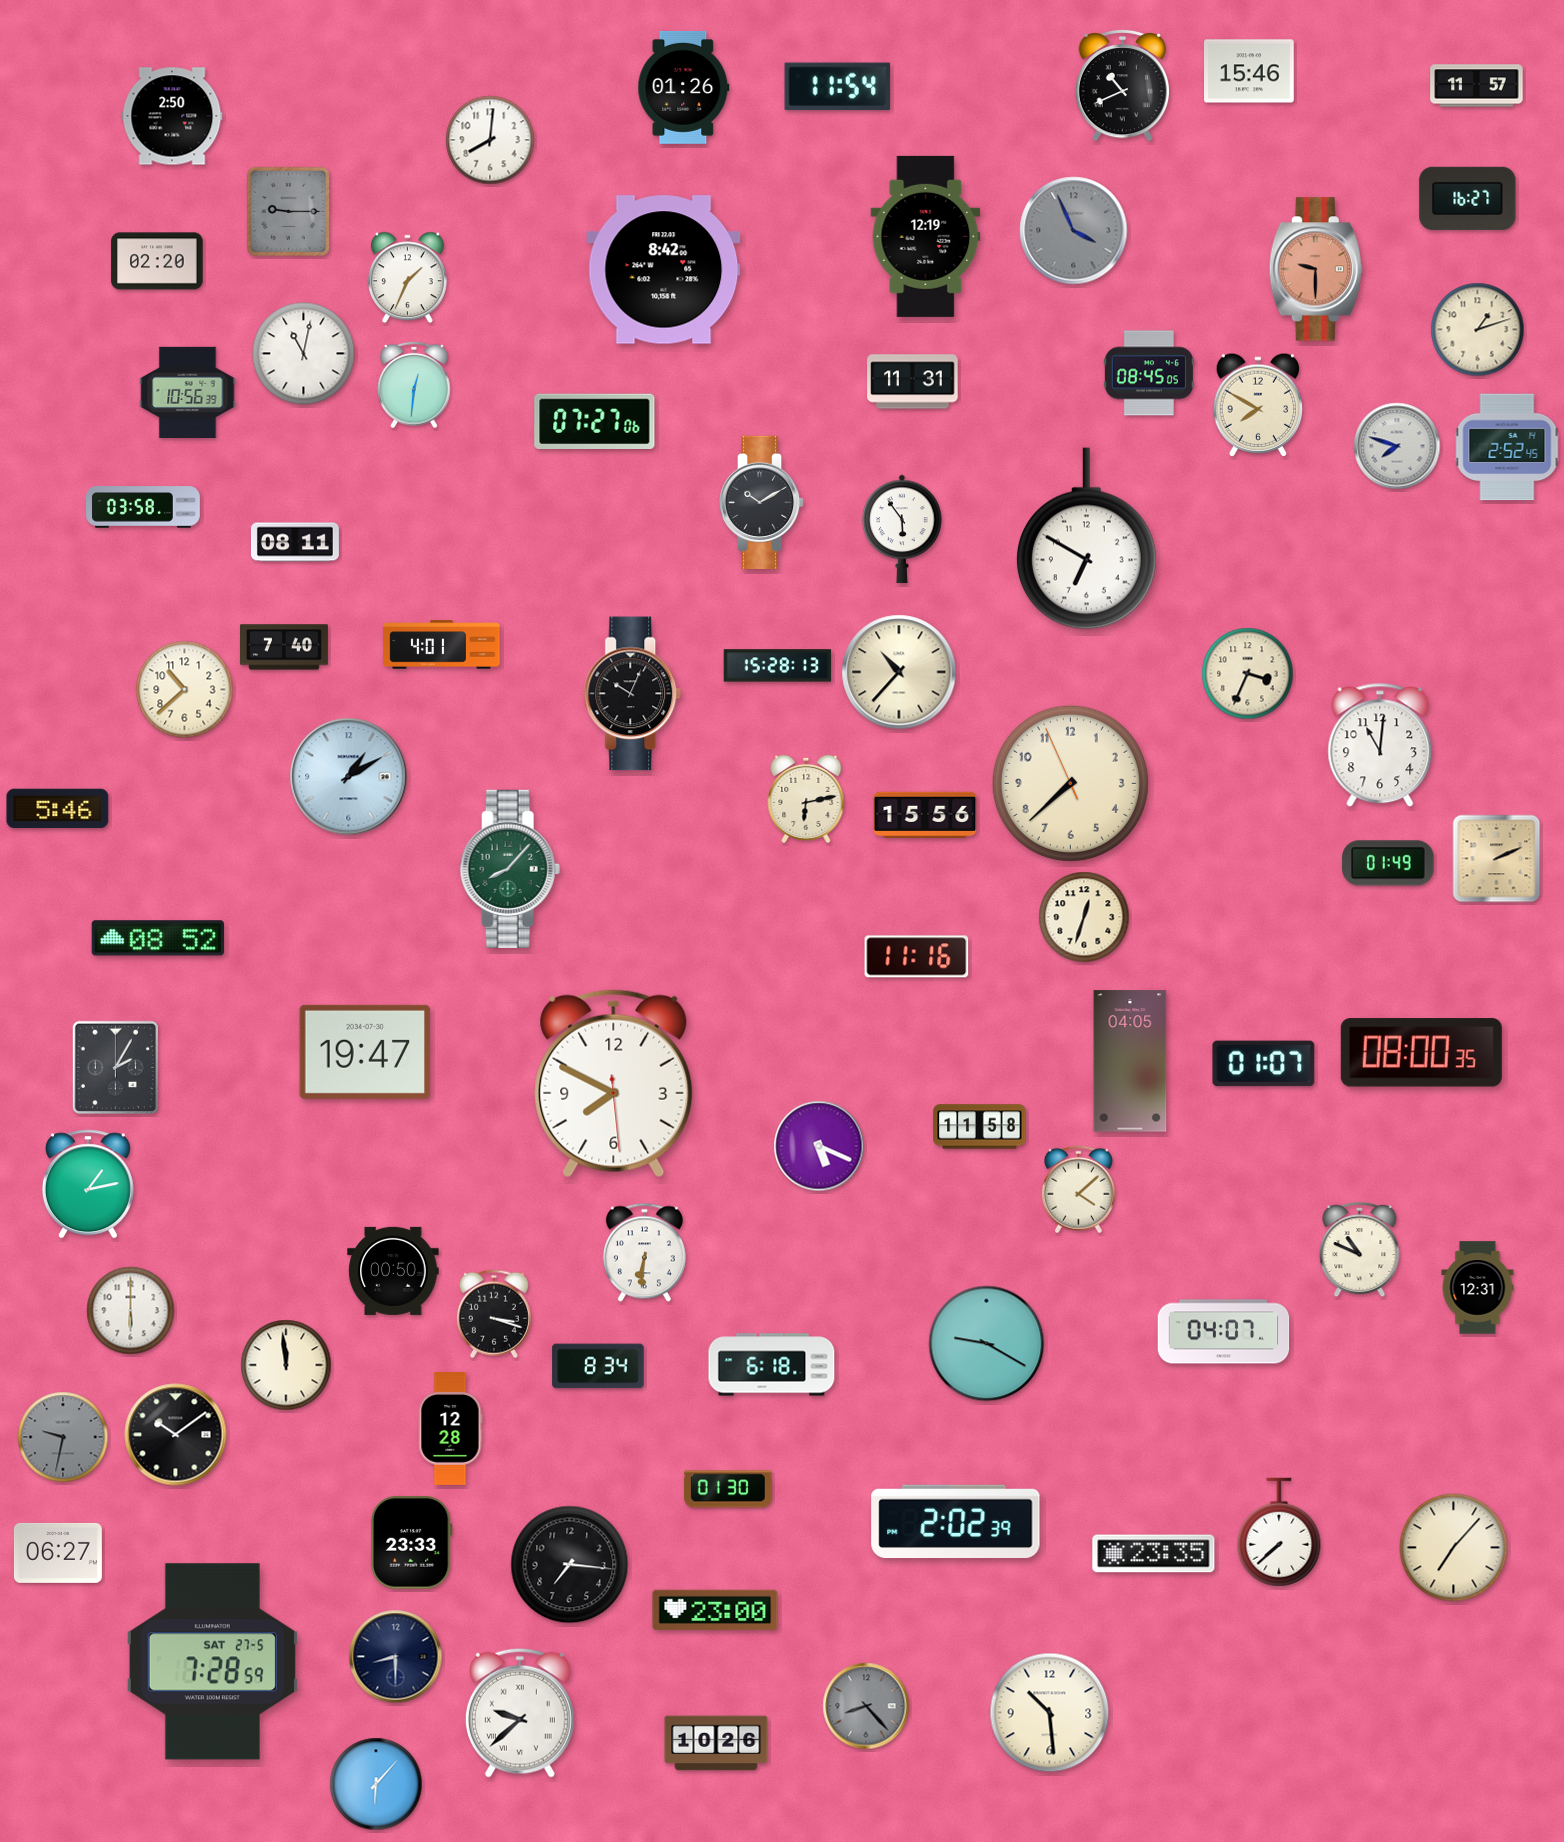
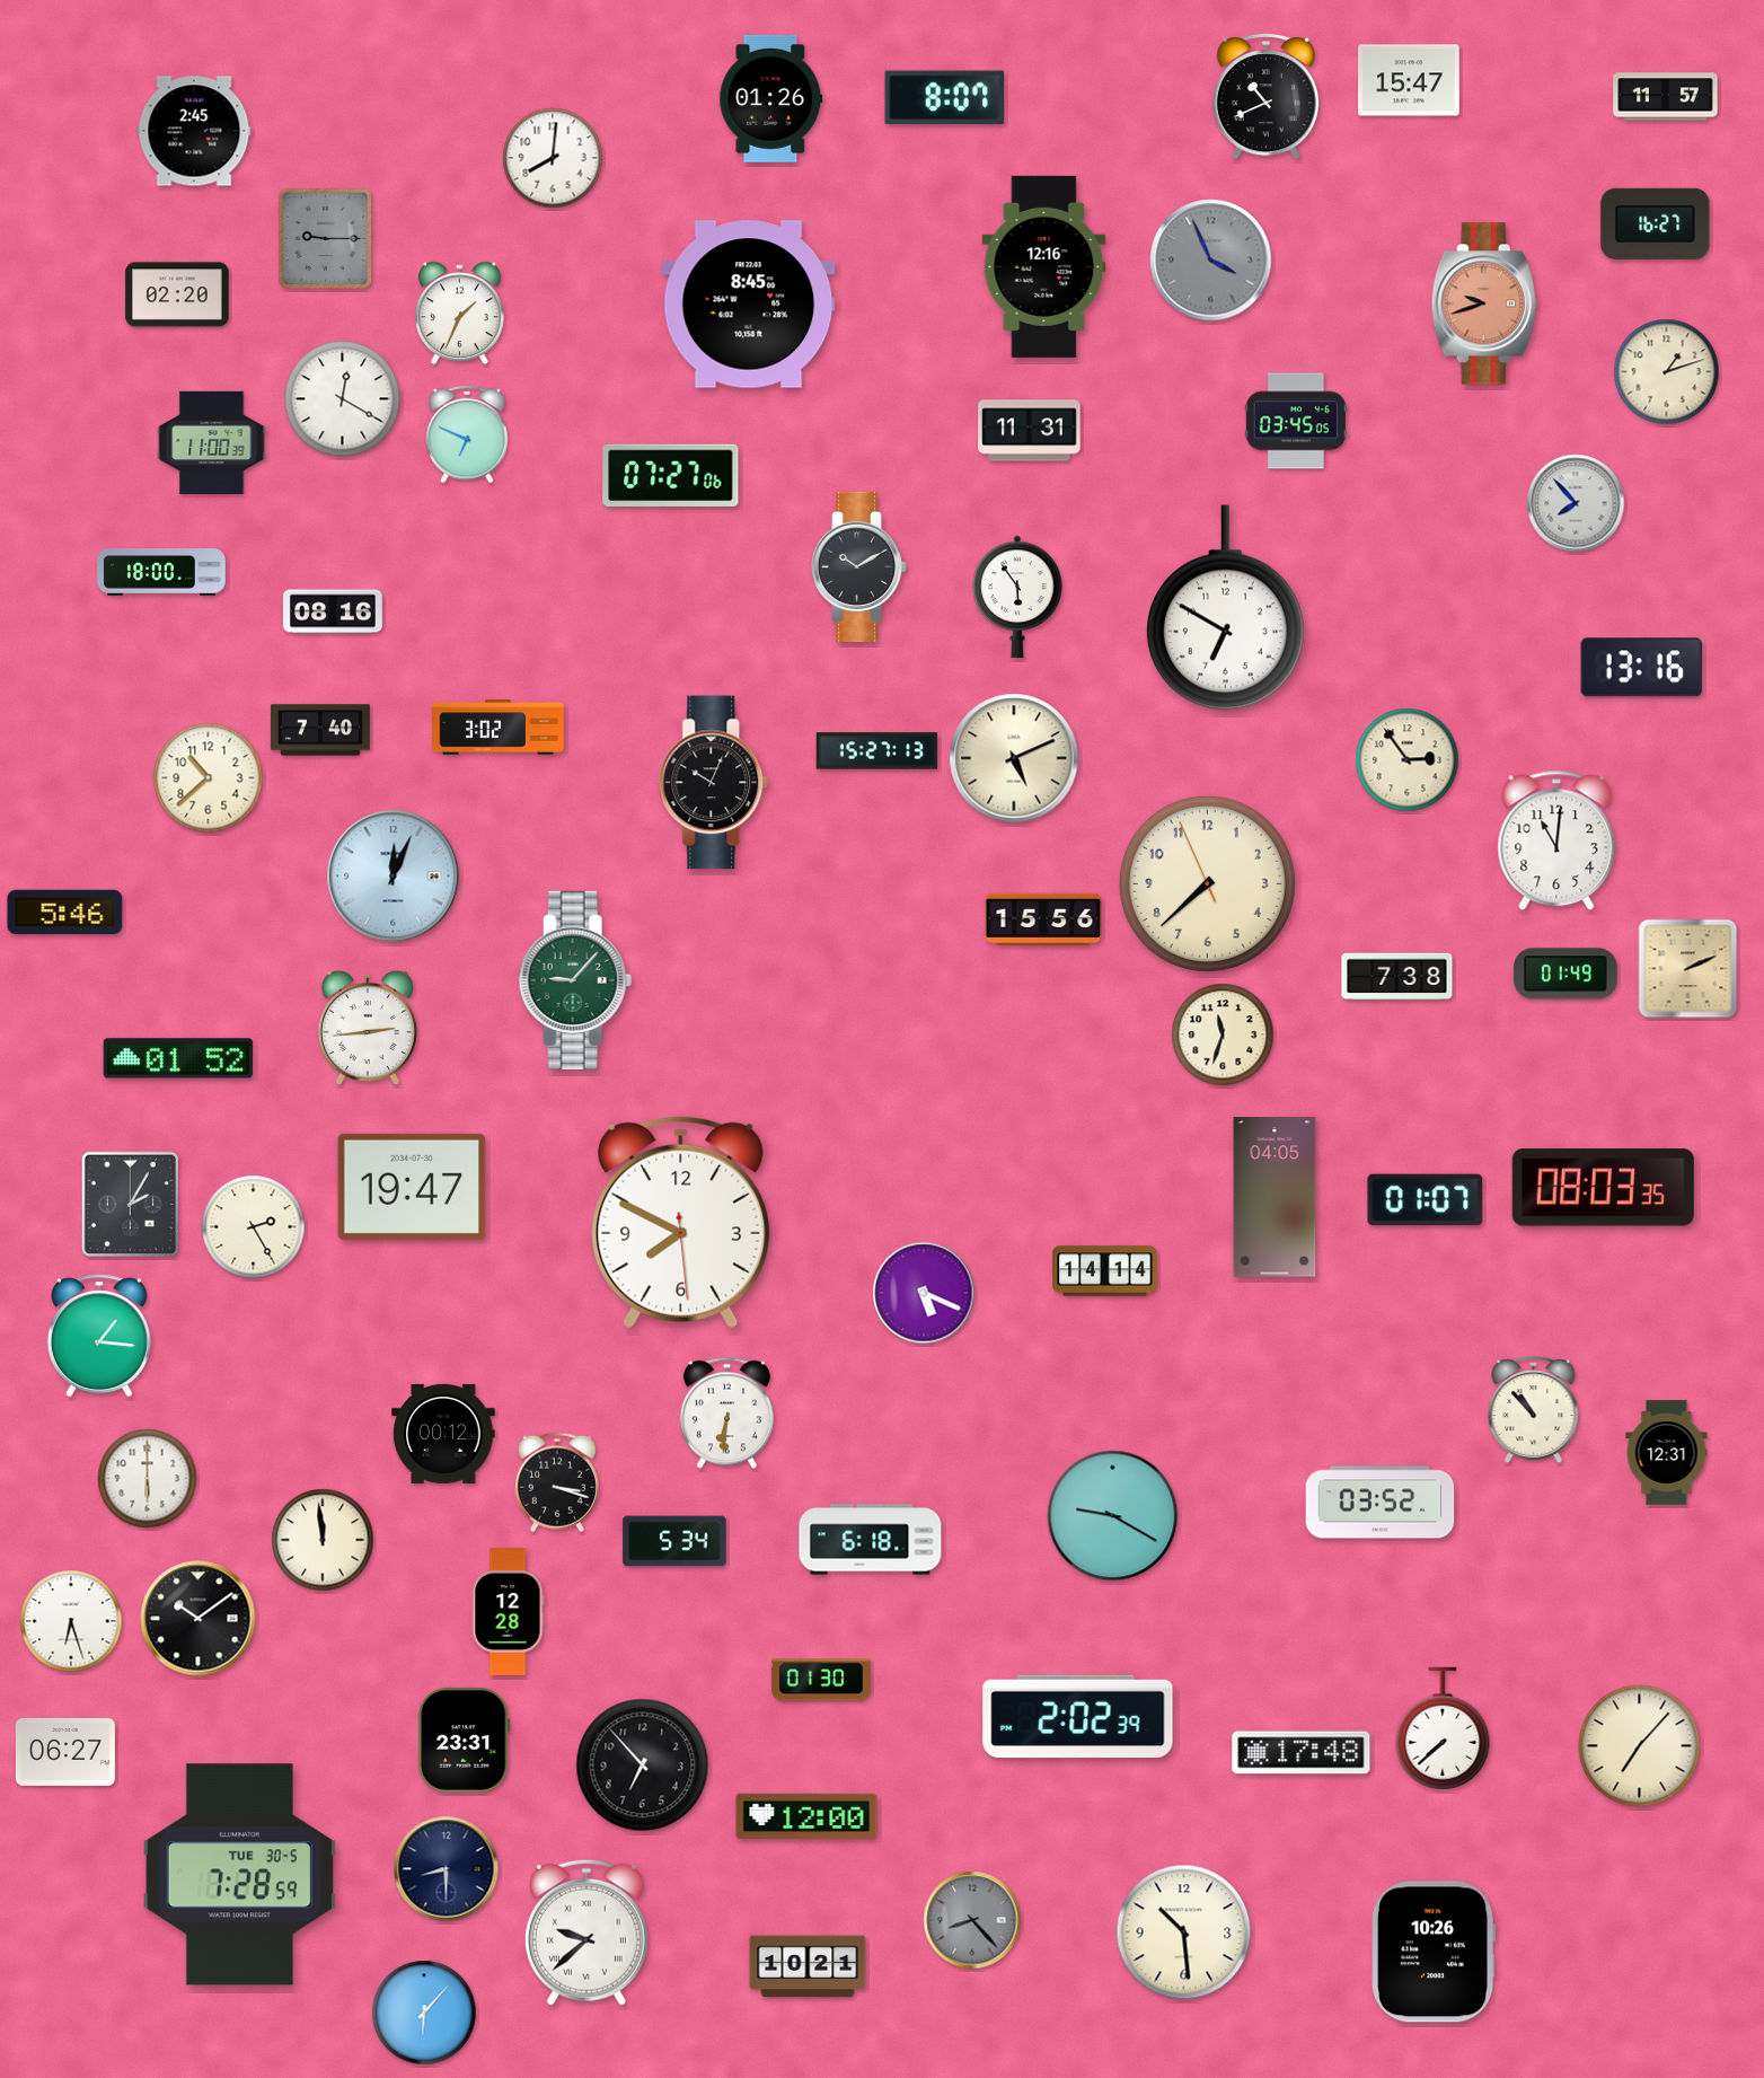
clock at (1250, 71): 15:46 -> 15:47
clock at (838, 87): 11:54 -> 8:07
clock at (172, 116): 2:50 -> 2:45
clock at (926, 236): 12:19 -> 12:16
clock at (1316, 269): 9:30 -> 9:42
clock at (664, 270): 8:42 -> 8:45
clock at (304, 354): 11:02 -> 12:20
clock at (1149, 373): 08:45 -> 03:45
clock at (414, 385): 12:31 -> 6:49
clock at (188, 392): 10:56 -> 11:00
clock at (1258, 404): 7:50 -> none
clock at (1397, 446): 7:48 -> 7:53
clock at (1507, 447): 2:52 -> none
clock at (144, 507): 03:58 -> 18:00
clock at (295, 542): 08:11 -> 08:16
clock at (1641, 668): none -> 13:16
clock at (442, 645): 4:01 -> 3:02
clock at (778, 666): 15:28 -> 15:27
clock at (899, 672): 10:37 -> 5:11
clock at (1248, 674): 3:34 -> 2:54
clock at (349, 777): 1:10 -> 12:04
clock at (806, 799): 6:13 -> none
clock at (1397, 977): none -> 7:38
clock at (510, 869): 8:07 -> 9:07
clock at (368, 1028): none -> 2:44
clock at (1084, 917): 12:33 -> 11:33
clock at (157, 938): 08:52 -> 01:52
clock at (917, 957): 11:16 -> none
clock at (1421, 1053): 08:00 -> 08:03
clock at (614, 1084) position: (614, 1084) -> (681, 1223)
clock at (254, 1227): none -> 2:25
clock at (980, 1127): 11:58 -> 14:14
clock at (88, 1184): 1:13 -> 1:16
clock at (1078, 1190): 4:08 -> none
clock at (1360, 1250): 10:49 -> 10:53
clock at (393, 1271): 00:50 -> 00:12
clock at (1224, 1332): 04:07 -> 03:52
clock at (598, 1366): 8:34 -> 5:34
clock at (63, 1437): 9:32 -> 6:27
clock at (63, 1437) dial: grey -> white
clock at (412, 1543): 23:33 -> 23:31
clock at (1154, 1554): 23:35 -> 17:48
clock at (570, 1565): 7:16 -> 6:53
clock at (715, 1610): 23:00 -> 12:00
clock at (212, 1662) date: SAT 27-5 -> TUE 30-5
clock at (866, 1706) position: (866, 1706) -> (972, 1920)
clock at (1434, 1952): none -> 10:26
clock at (716, 1743): 10:26 -> 10:21
